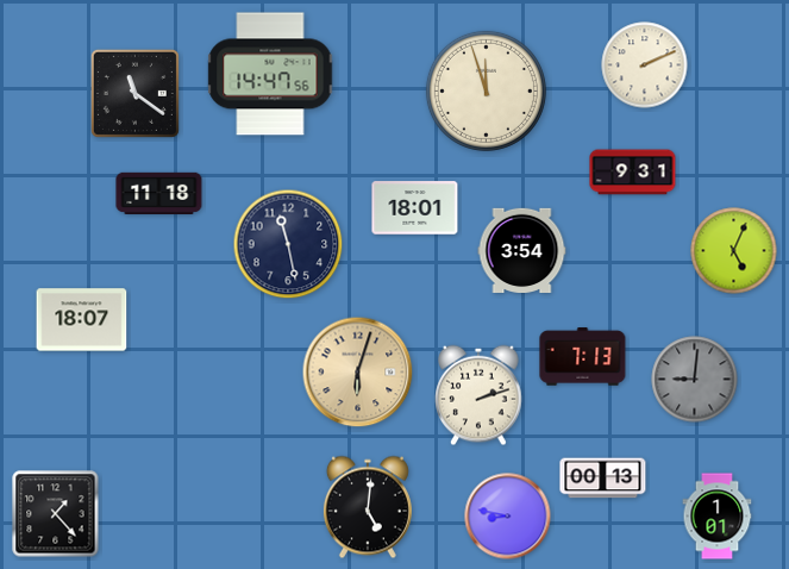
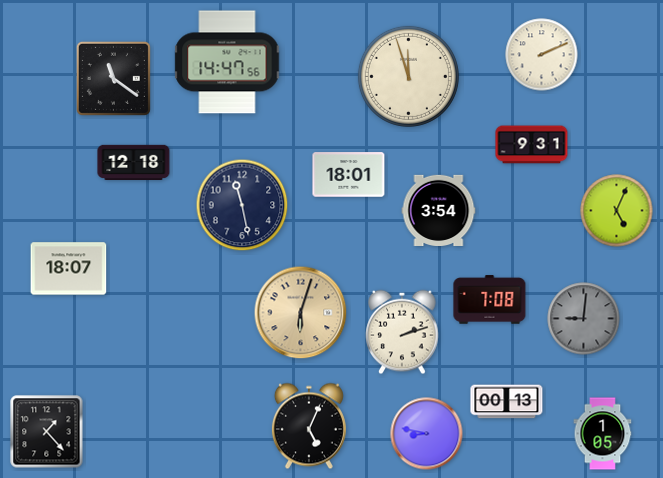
clock at (159, 193): 11:18 -> 12:18
clock at (583, 357): 7:13 -> 7:08
clock at (368, 507): 5:01 -> 5:04
clock at (718, 517): 1:01 -> 1:05
